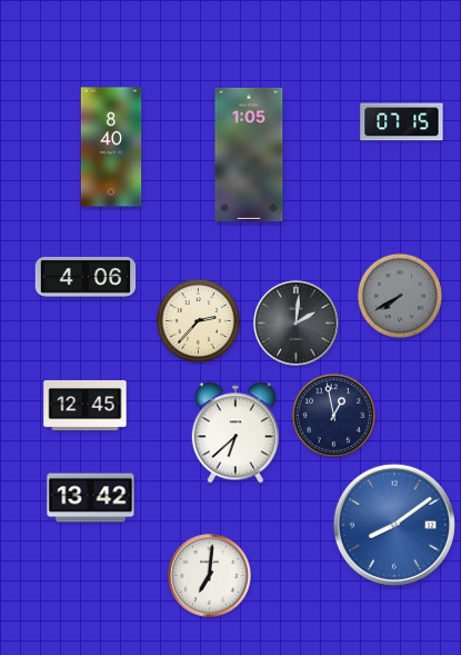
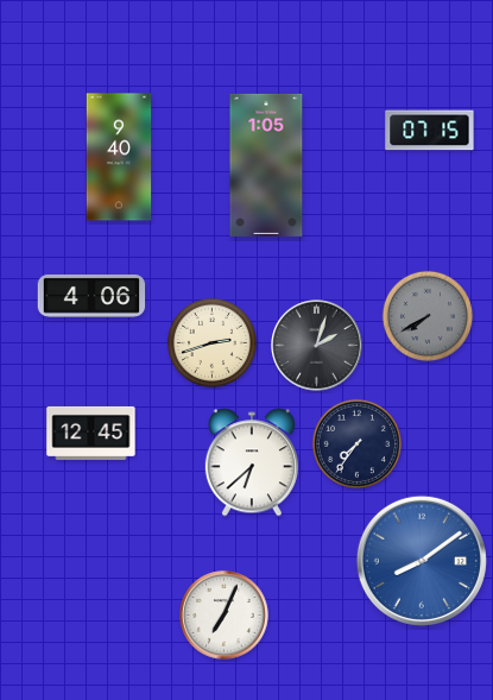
clock at (111, 147): 8:40 -> 9:40
clock at (198, 320): 2:37 -> 2:42
clock at (297, 324): 2:01 -> 2:03
clock at (333, 415): 12:58 -> 7:36
clock at (91, 498): 13:42 -> none
clock at (210, 576): 7:01 -> 7:04
